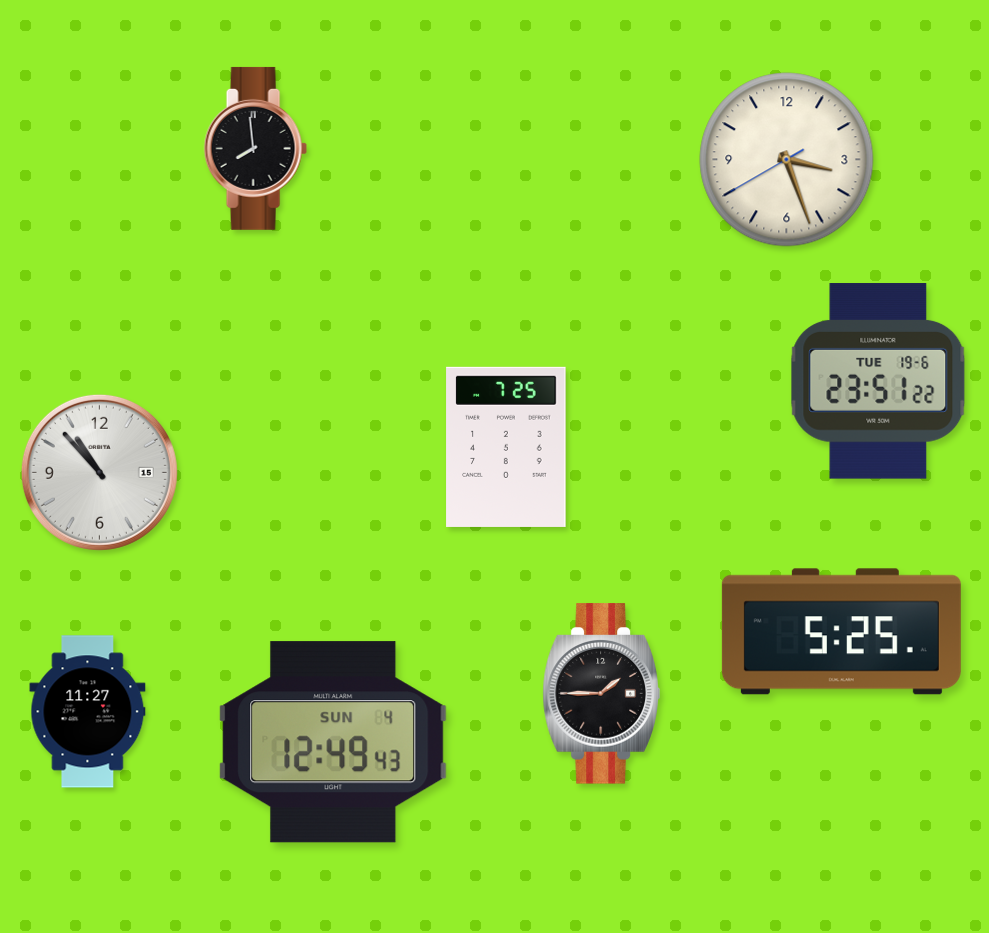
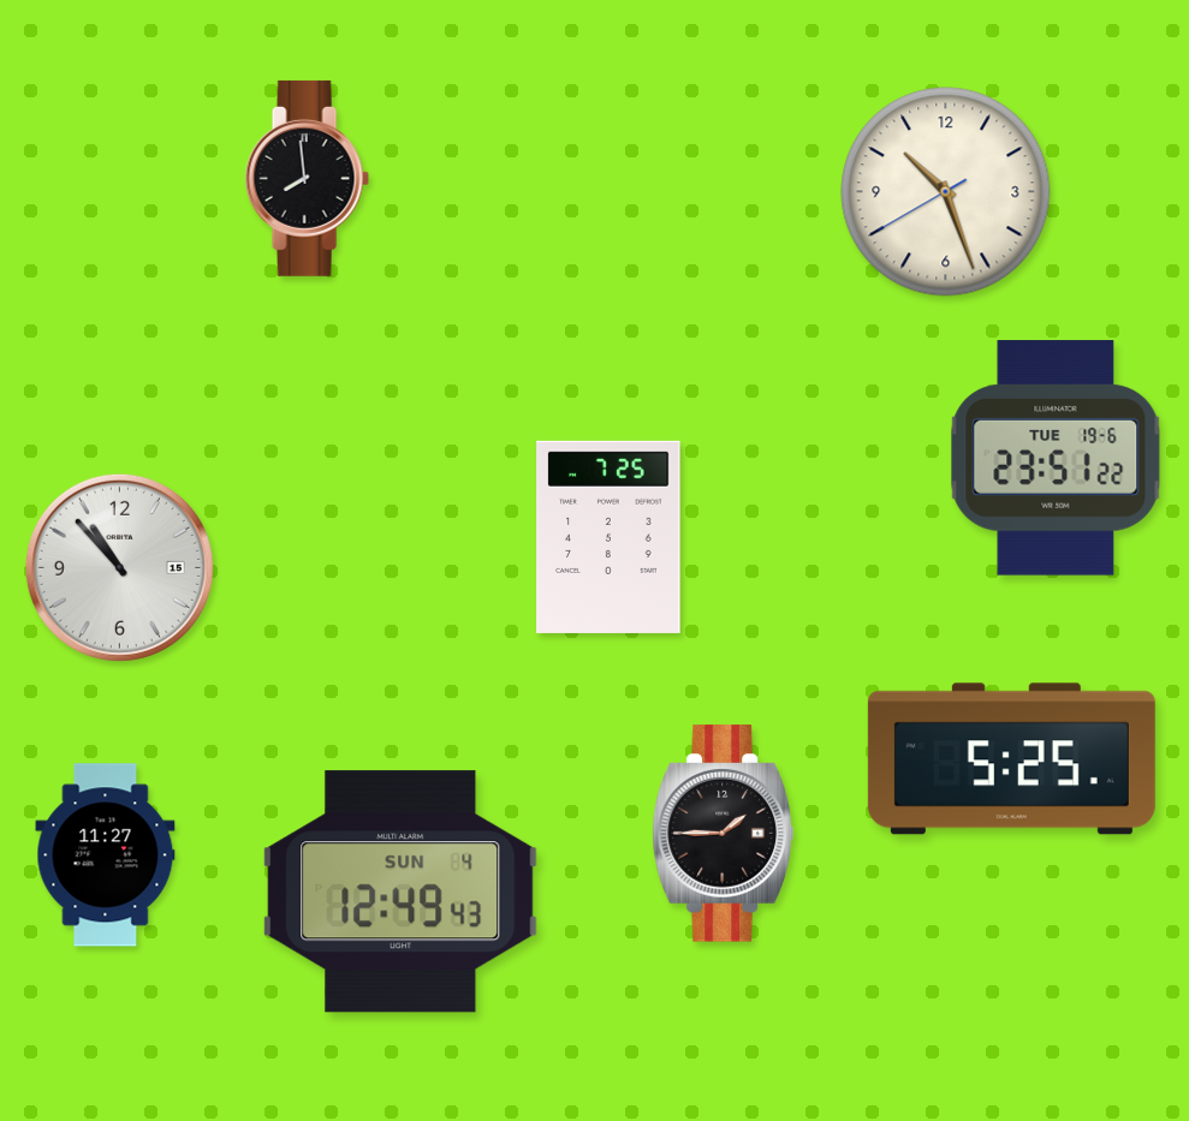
clock at (787, 160): 3:26 -> 10:26
